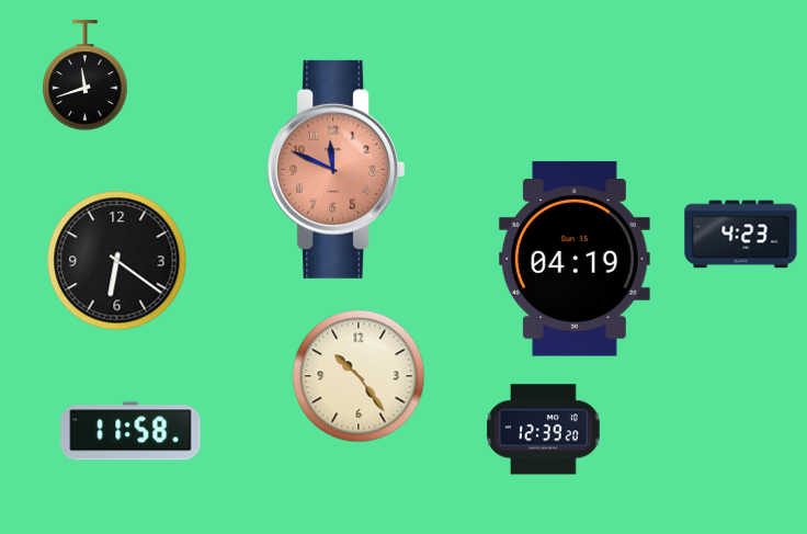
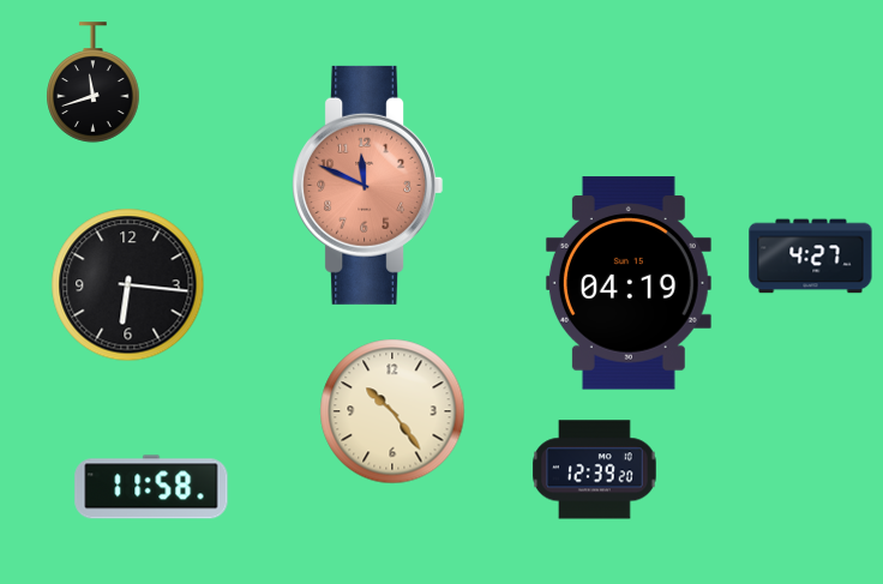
clock at (741, 235): 4:23 -> 4:27
clock at (117, 261): 6:21 -> 6:16
clock at (130, 431) position: (130, 431) -> (151, 487)
